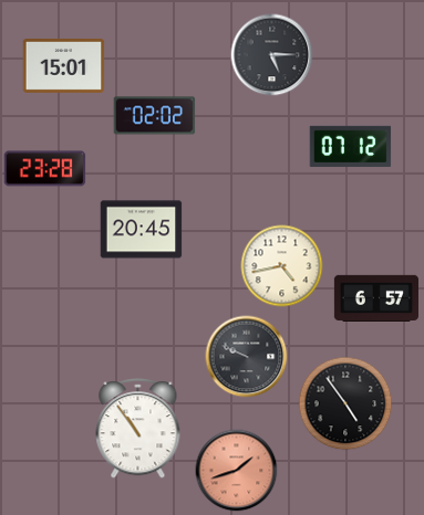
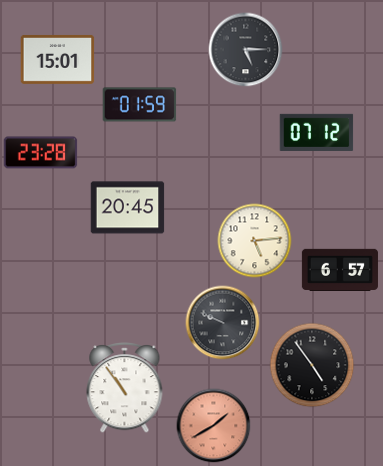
clock at (155, 116): 02:02 -> 01:59
clock at (282, 266): 4:43 -> 5:14
clock at (237, 471): 1:42 -> 1:40
